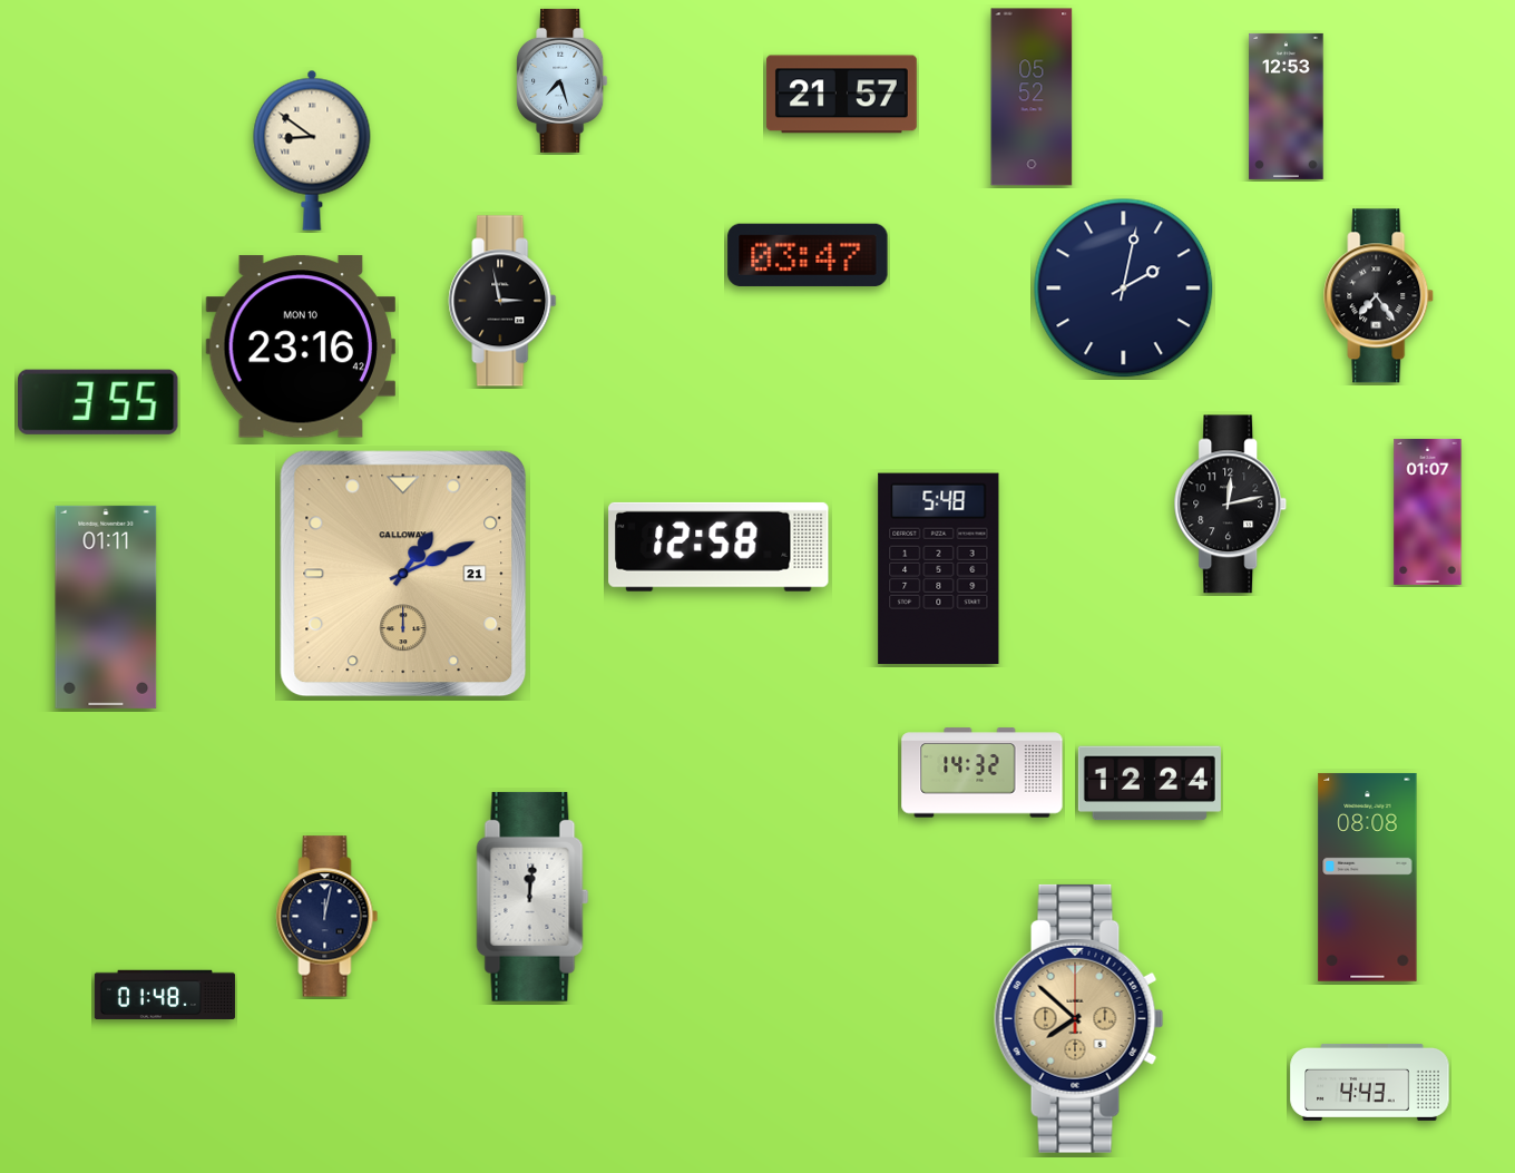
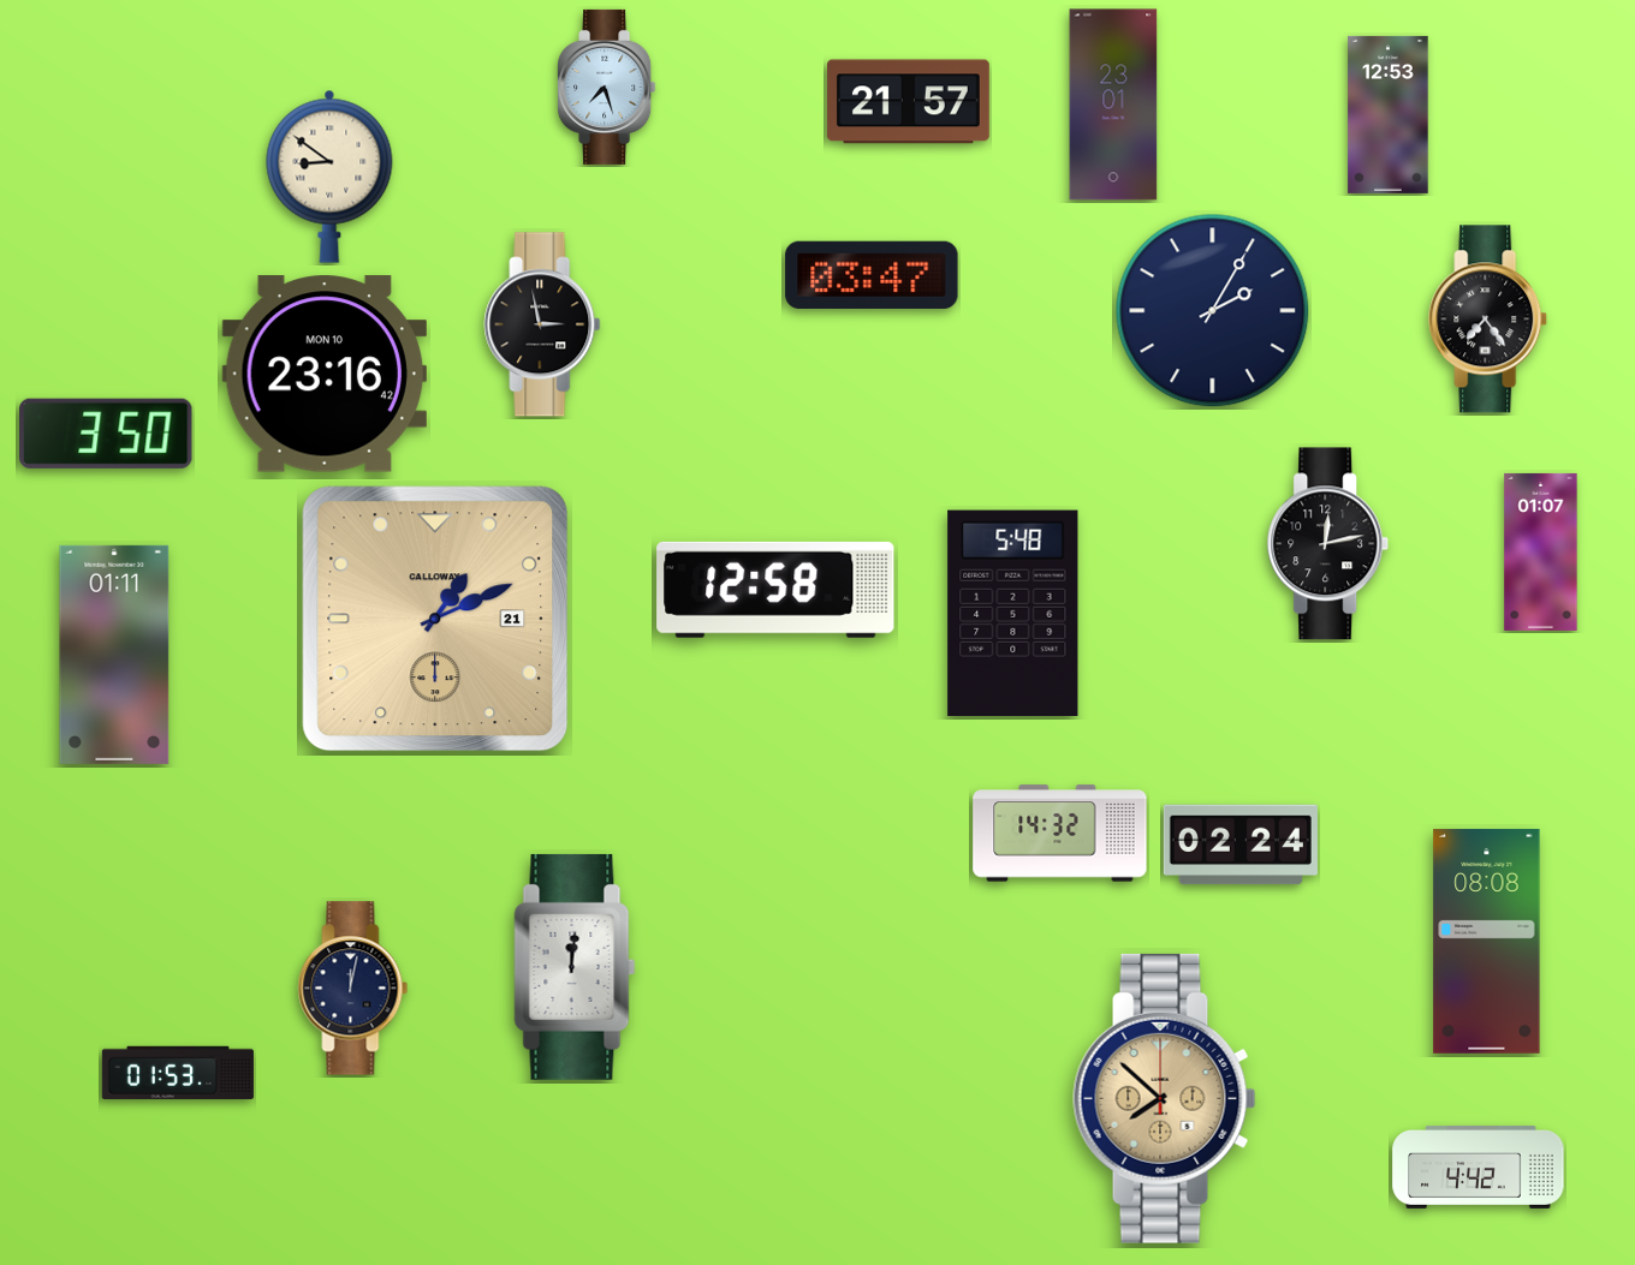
clock at (1032, 97): 05:52 -> 23:01
clock at (312, 150) position: (312, 150) -> (329, 177)
clock at (1124, 289): 2:02 -> 2:05
clock at (99, 402): 3:55 -> 3:50
clock at (1150, 783): 12:24 -> 02:24
clock at (1368, 877) position: (1368, 877) -> (1487, 941)
clock at (165, 995): 01:48 -> 01:53
clock at (1370, 1082): 4:43 -> 4:42
